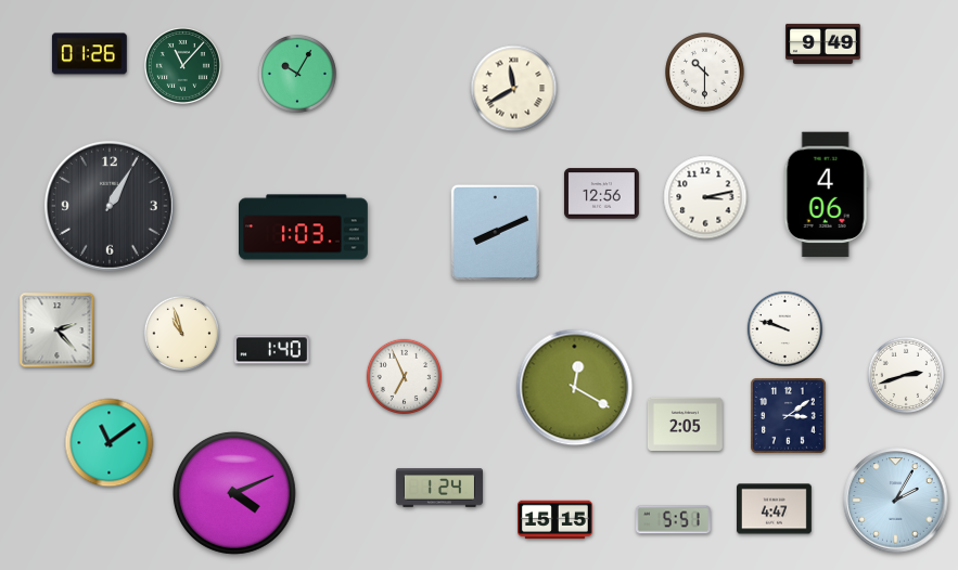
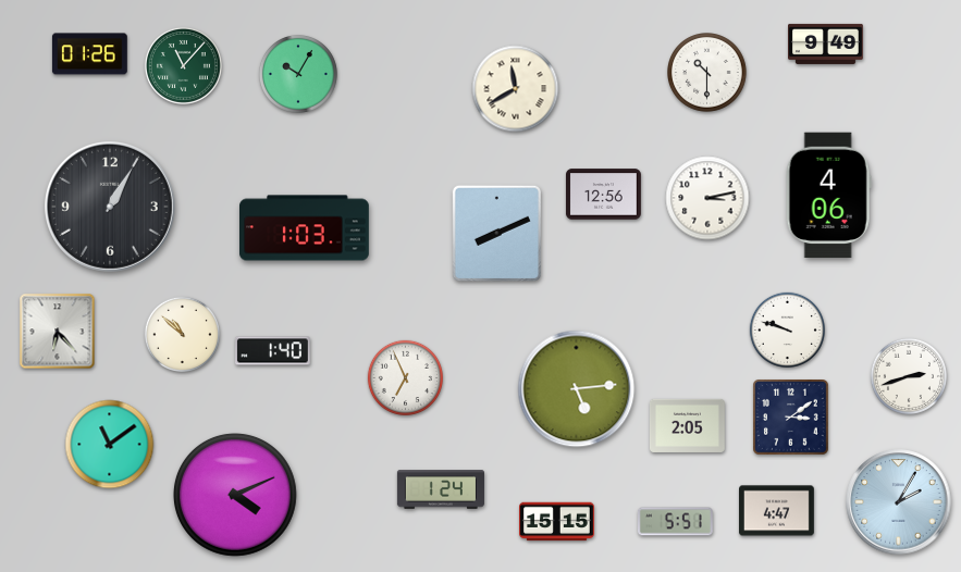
clock at (58, 331): 2:23 -> 6:23
clock at (181, 333): 10:57 -> 10:52
clock at (575, 388): 12:20 -> 5:14
